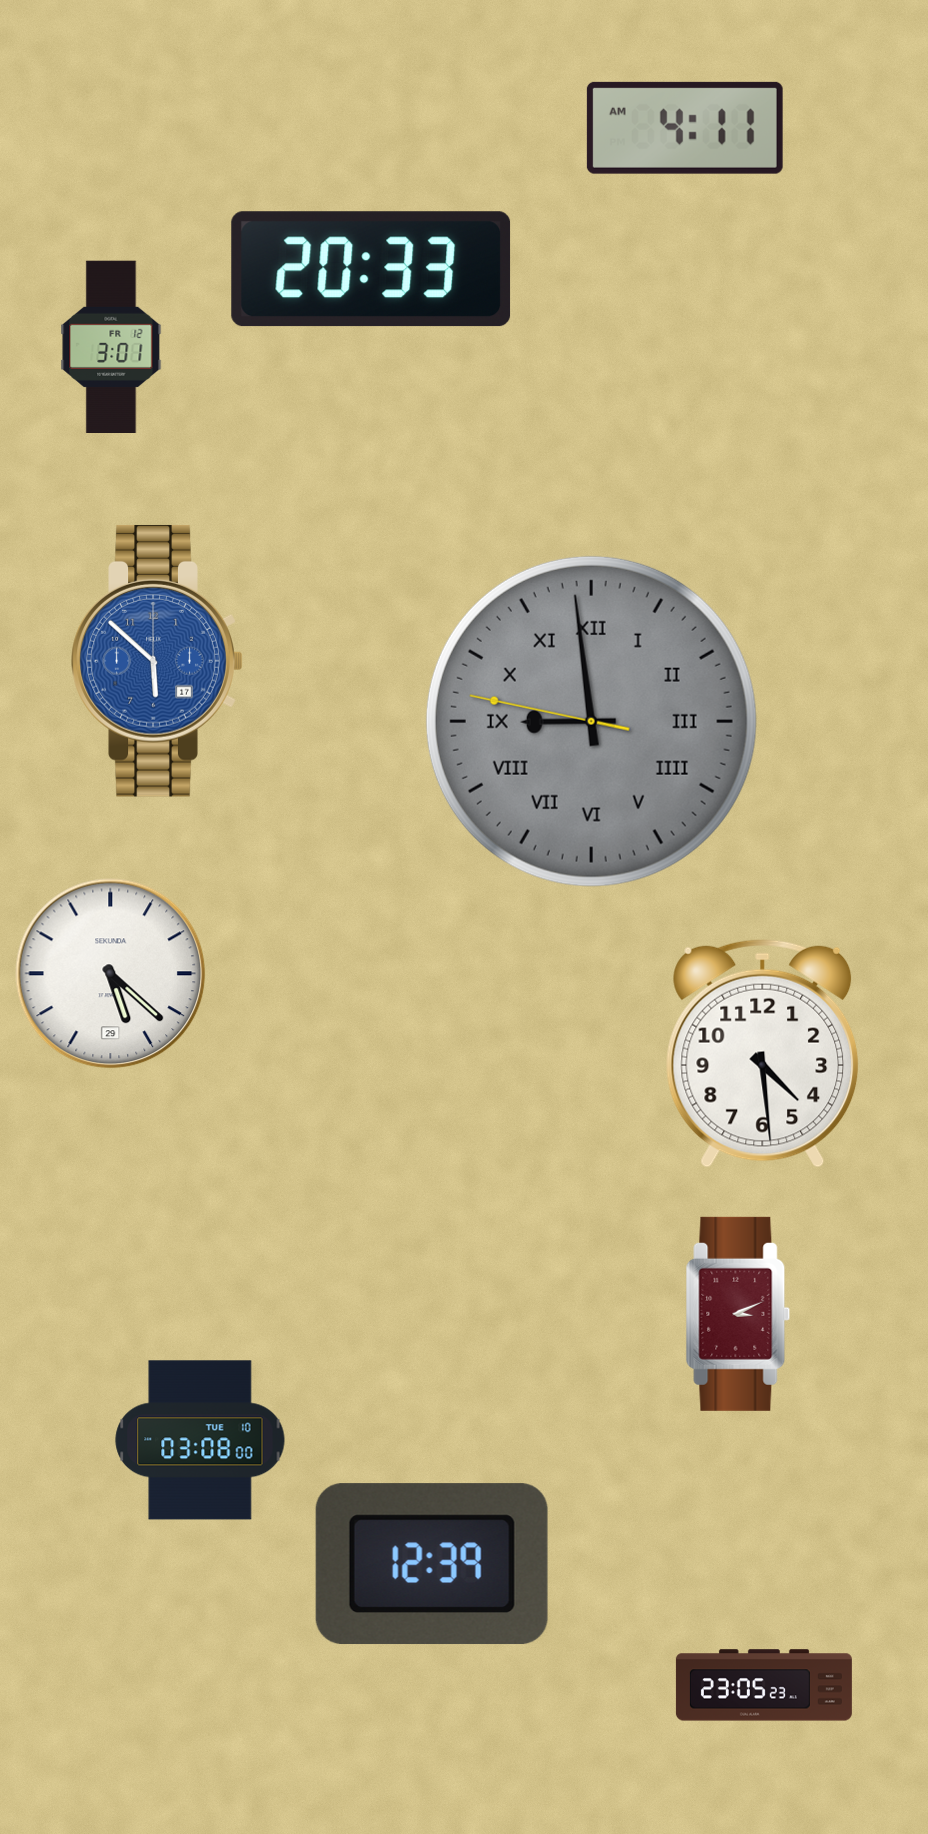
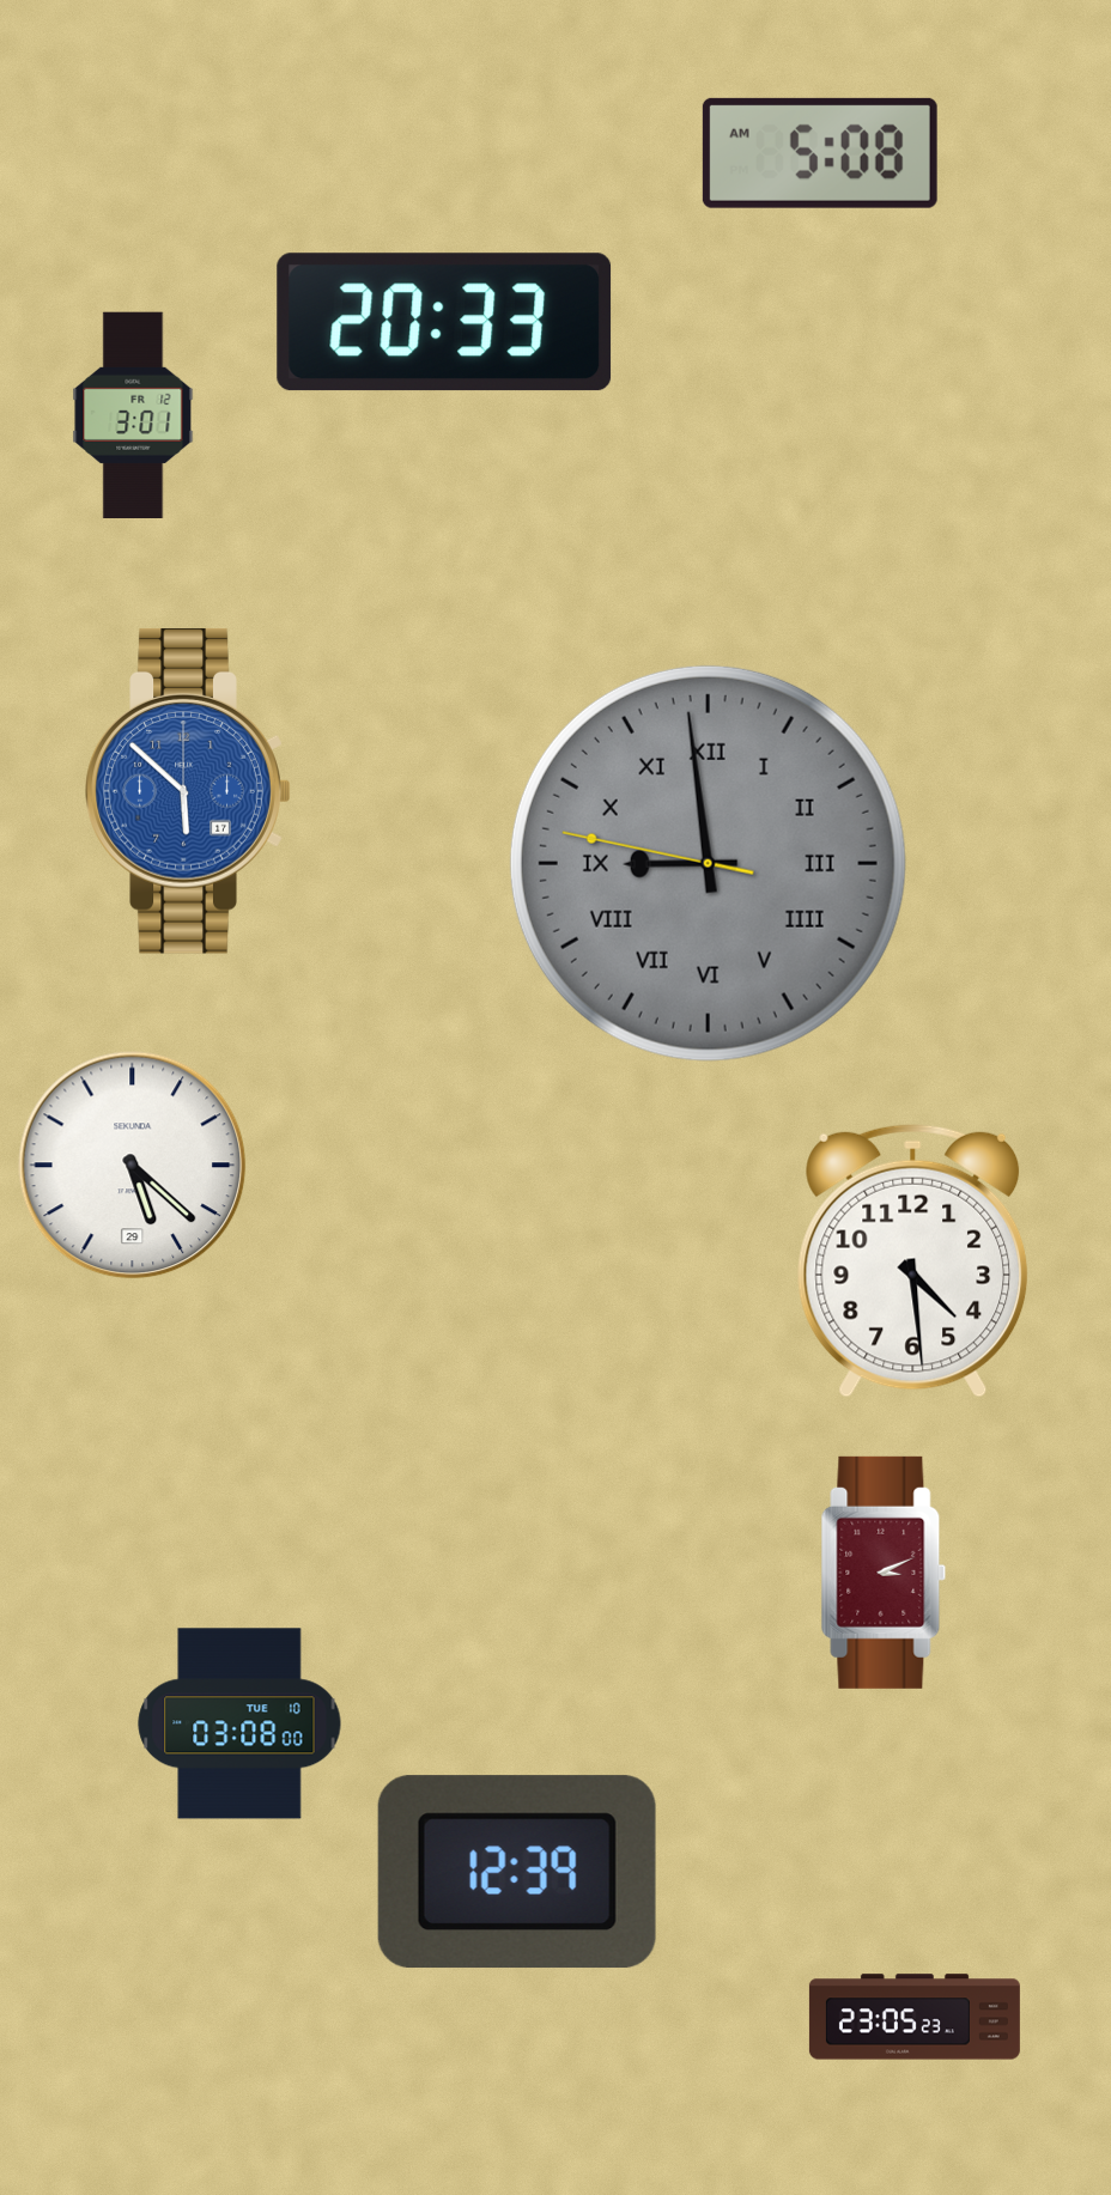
clock at (685, 128): 4:11 -> 5:08
